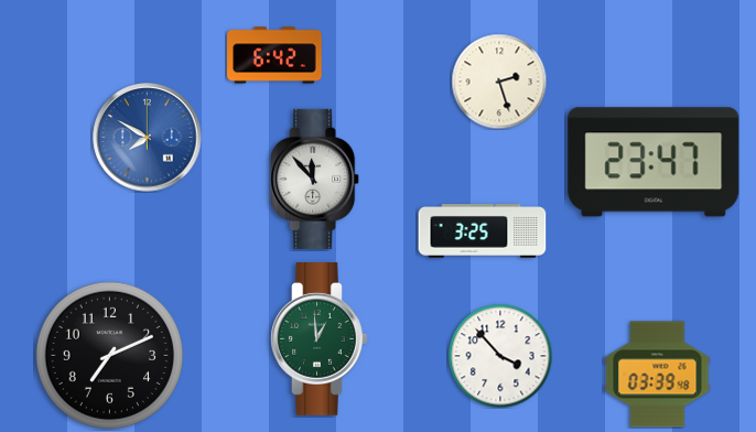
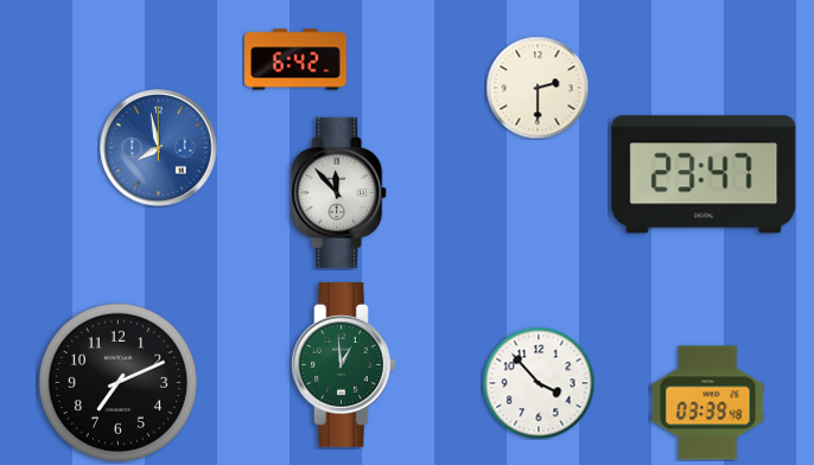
clock at (499, 82): 2:27 -> 2:30
clock at (148, 138): 7:50 -> 7:58
clock at (483, 231): 3:25 -> none
